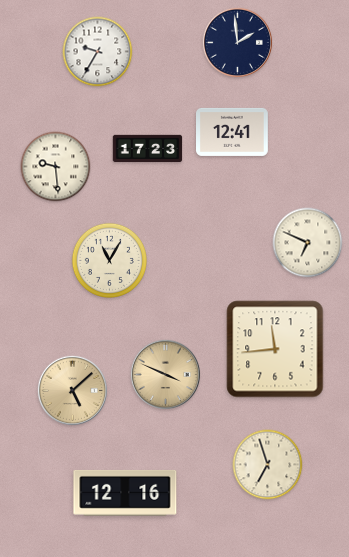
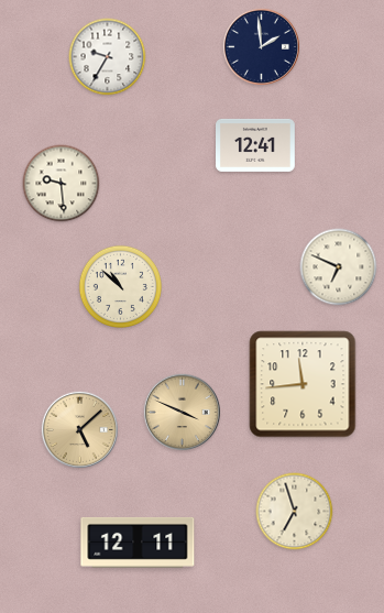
clock at (148, 149): 17:23 -> none
clock at (109, 260): 11:05 -> 10:52
clock at (125, 493): 12:16 -> 12:11
